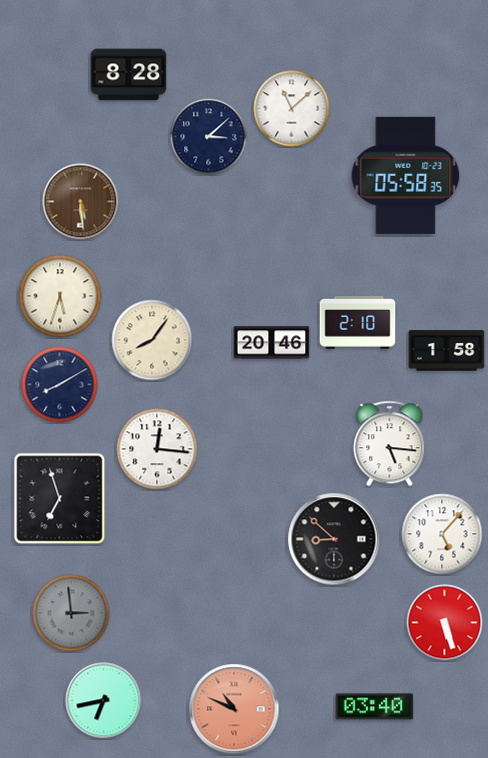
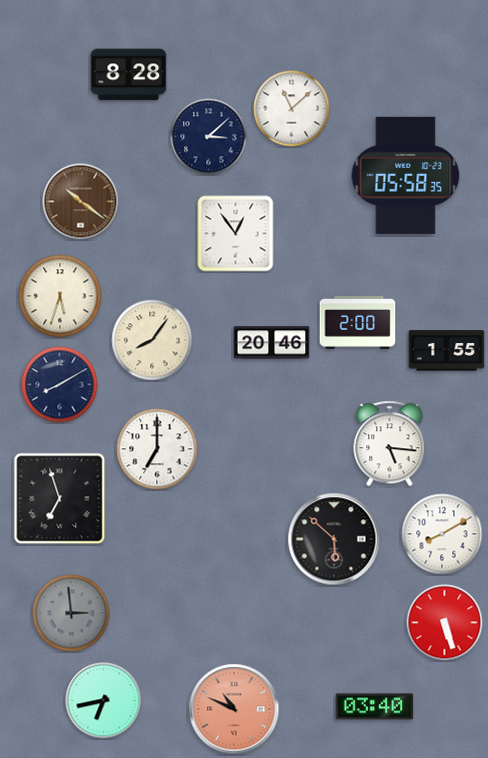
clock at (81, 202): 5:29 -> 10:21
clock at (236, 234): none -> 12:54
clock at (358, 322): 2:10 -> 2:00
clock at (447, 351): 1:58 -> 1:55
clock at (157, 449): 12:16 -> 7:00
clock at (442, 534): 5:07 -> 8:10
clock at (334, 539): 8:52 -> 5:52
